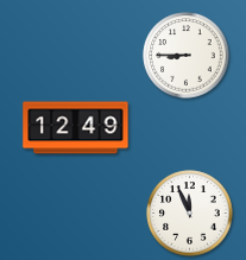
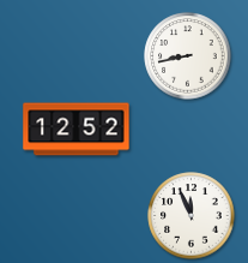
clock at (187, 56): 8:45 -> 8:43
clock at (76, 128): 12:49 -> 12:52
